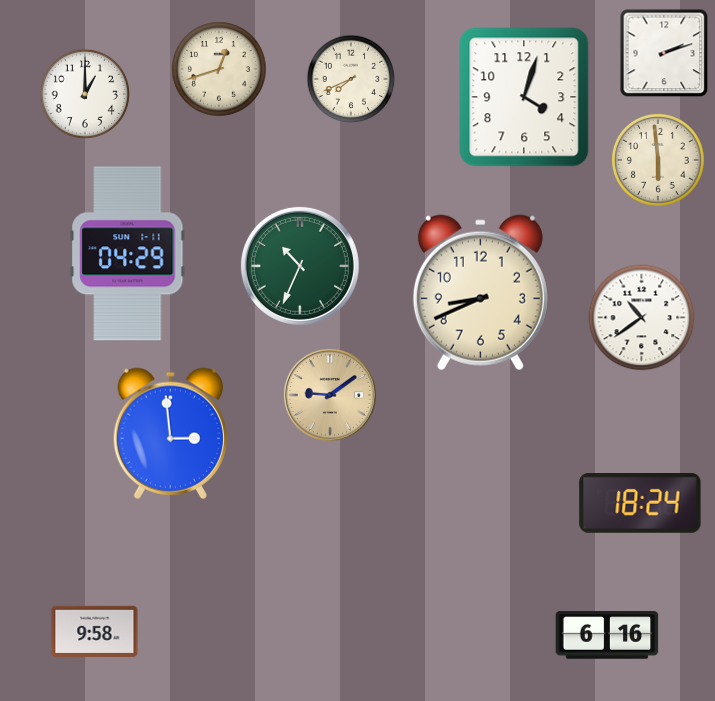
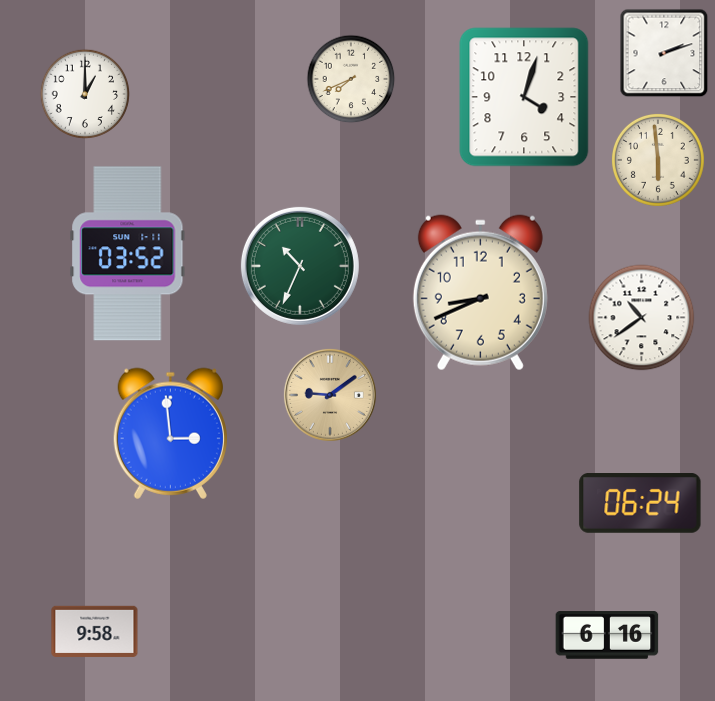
clock at (219, 69): 12:42 -> none
clock at (128, 254): 04:29 -> 03:52
clock at (640, 504): 18:24 -> 06:24
